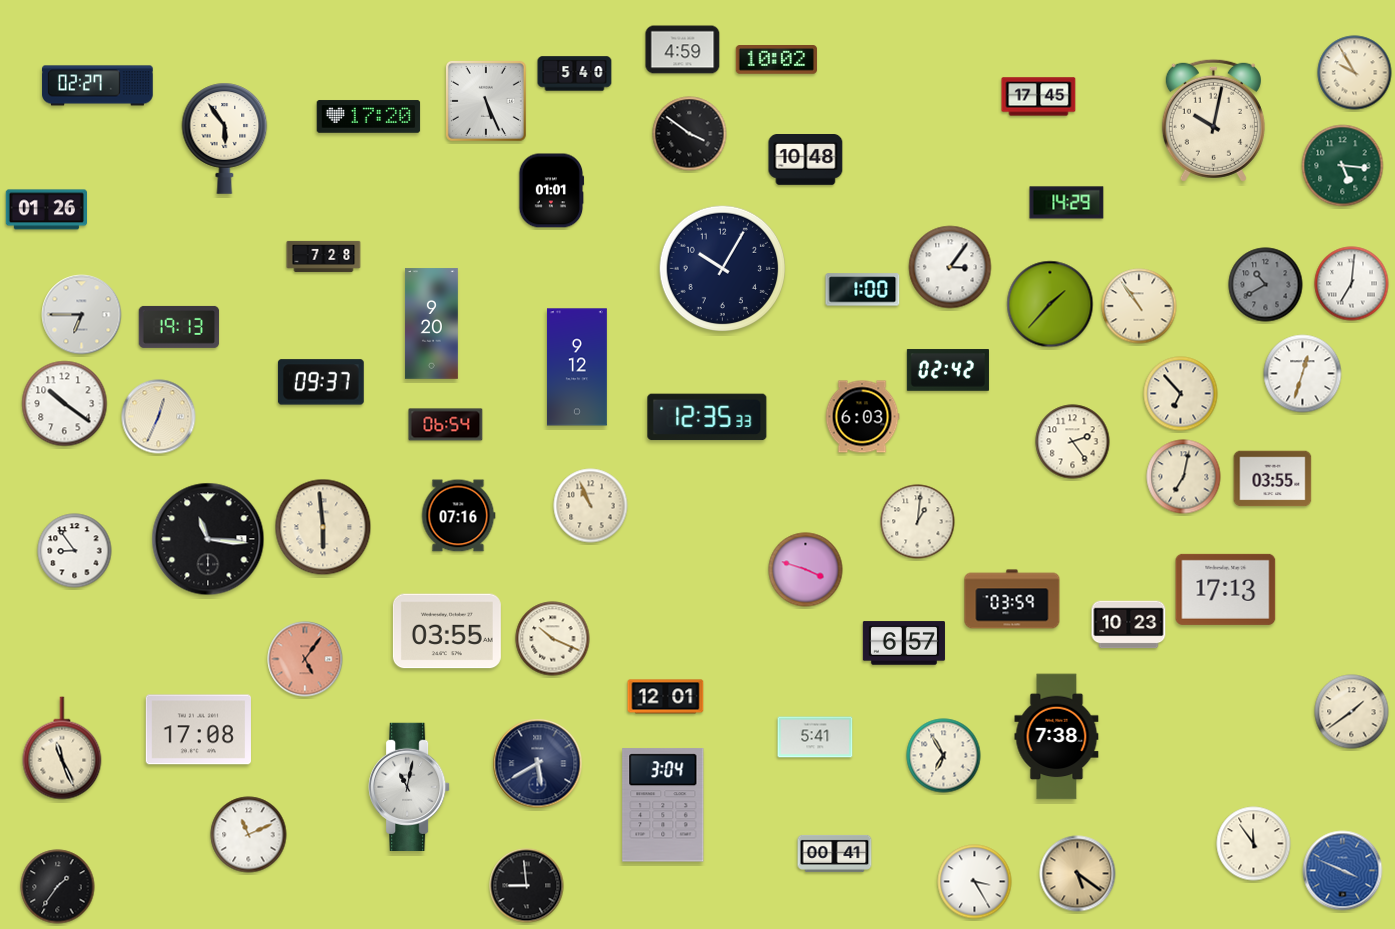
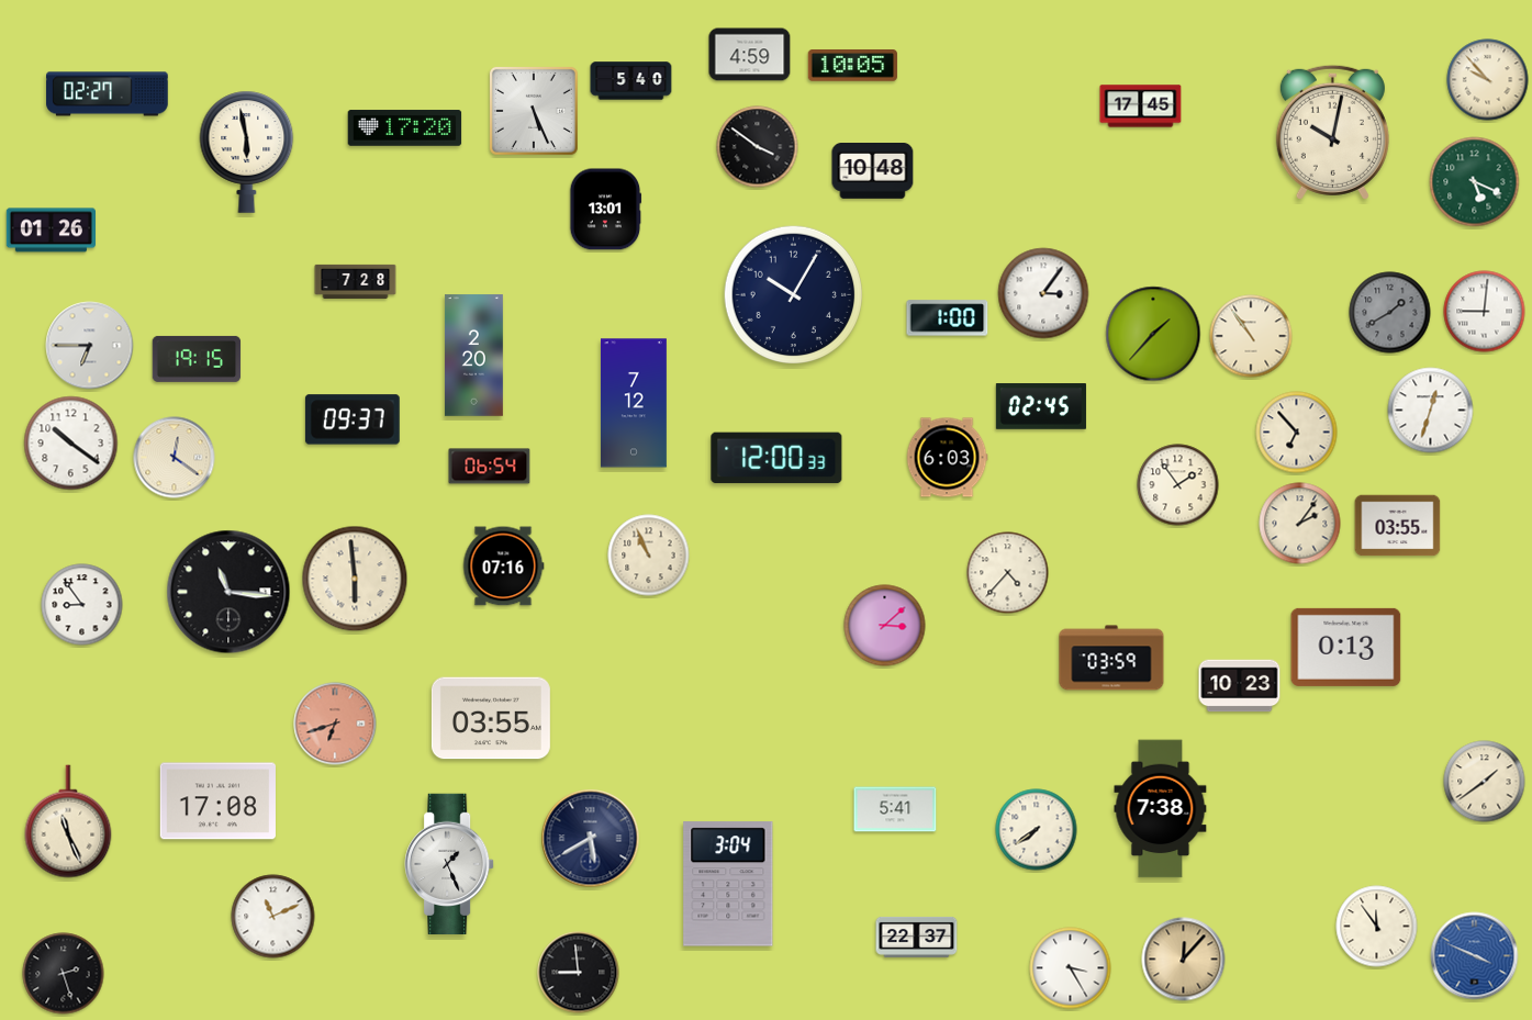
clock at (776, 60): 10:02 -> 10:05
clock at (1355, 73): 9:55 -> 9:53
clock at (225, 138): 5:54 -> 5:58
clock at (806, 160) position: (806, 160) -> (873, 171)
clock at (1343, 166): 5:16 -> 5:19
clock at (551, 191): 01:01 -> 13:01
clock at (1067, 203): 14:29 -> none
clock at (1352, 284): 7:01 -> 9:01
clock at (1266, 285): 10:40 -> 1:40
clock at (431, 324): 9:20 -> 2:20
clock at (179, 327): 19:13 -> 19:15
clock at (577, 367): 9:12 -> 7:12
clock at (948, 370): 02:42 -> 02:45
clock at (159, 417): 12:34 -> 12:21
clock at (707, 417): 12:35 -> 12:00
clock at (1073, 442): 2:24 -> 1:54
clock at (1184, 477): 7:02 -> 2:06
clock at (918, 522): 1:01 -> 4:37
clock at (806, 570): 3:48 -> 3:08
clock at (1226, 589): 17:13 -> 0:13
clock at (447, 631) position: (447, 631) -> (491, 718)
clock at (553, 639): 10:19 -> none
clock at (904, 643): 6:57 -> none
clock at (305, 659): 5:06 -> 6:42
clock at (666, 697): 12:01 -> none
clock at (944, 756): 6:55 -> 7:39
clock at (409, 786): 11:02 -> 1:26
clock at (835, 853): 00:41 -> 22:37
clock at (1078, 874): 5:21 -> 12:07
clock at (58, 887): 1:36 -> 2:27
